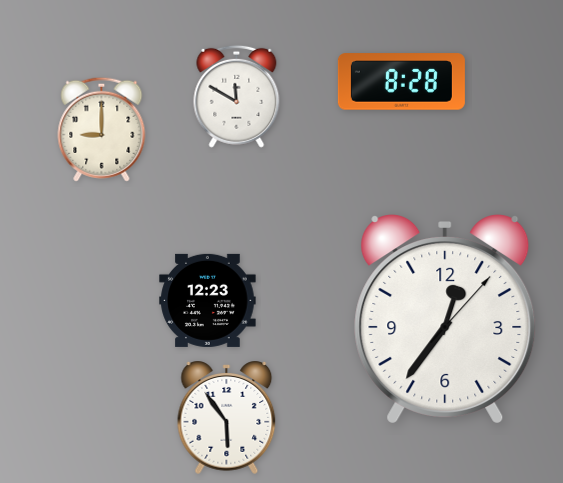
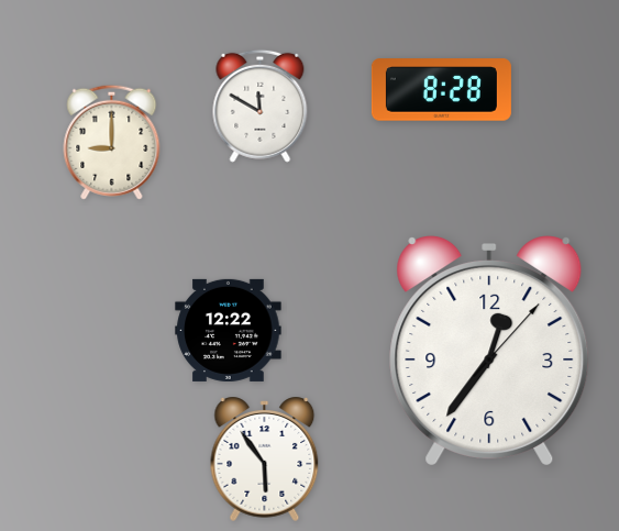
clock at (208, 300): 12:23 -> 12:22
clock at (227, 417) position: (227, 417) -> (265, 458)
